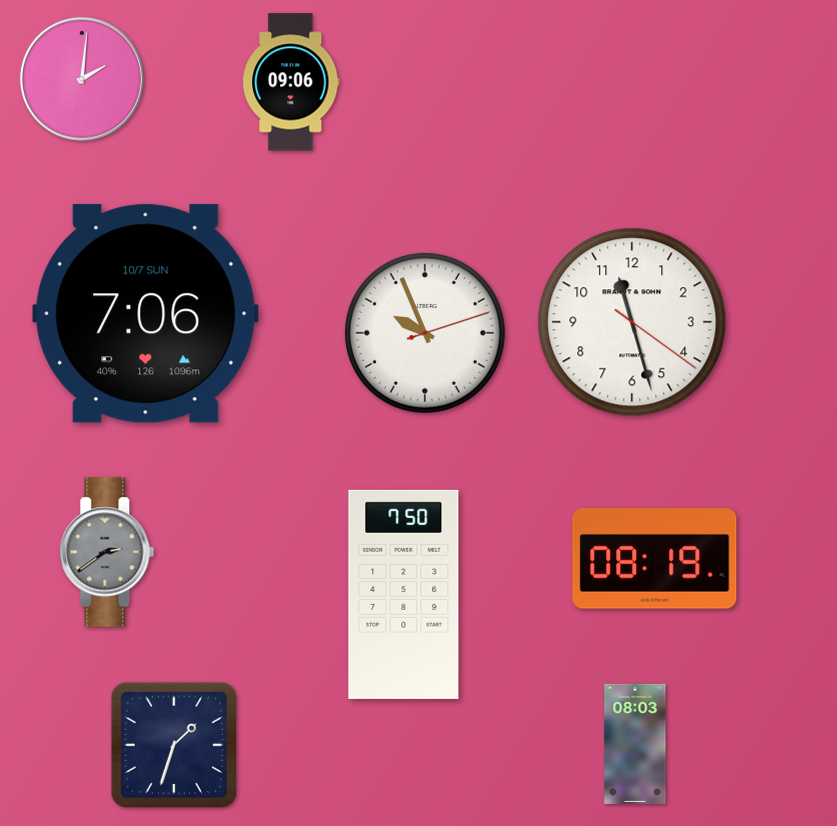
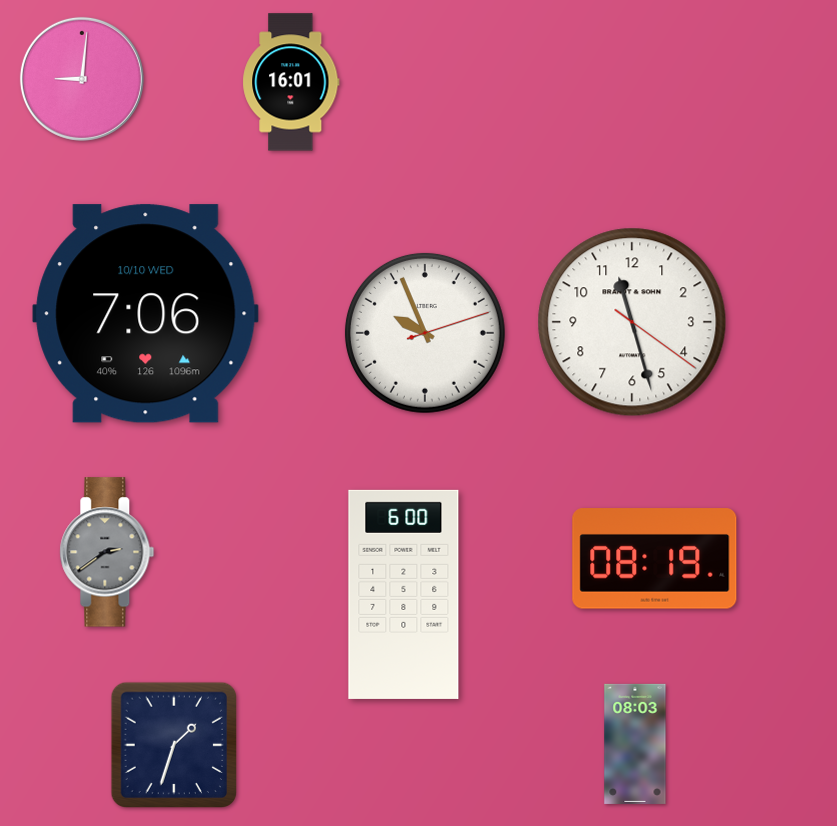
clock at (82, 79): 2:01 -> 9:01
clock at (291, 82): 09:06 -> 16:01
clock at (146, 314) date: 10/7 SUN -> 10/10 WED
clock at (404, 594): 7:50 -> 6:00
